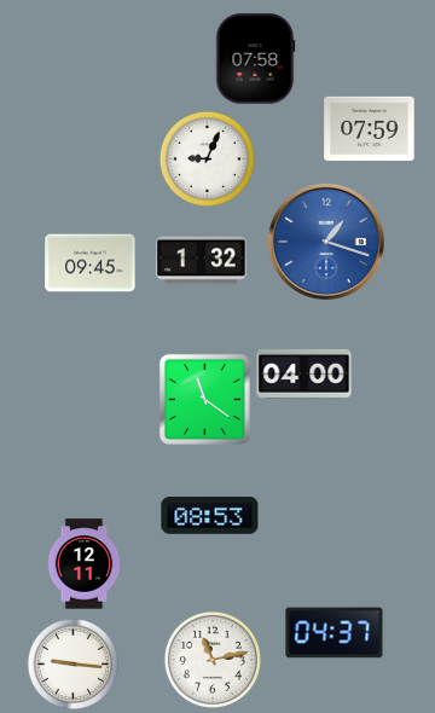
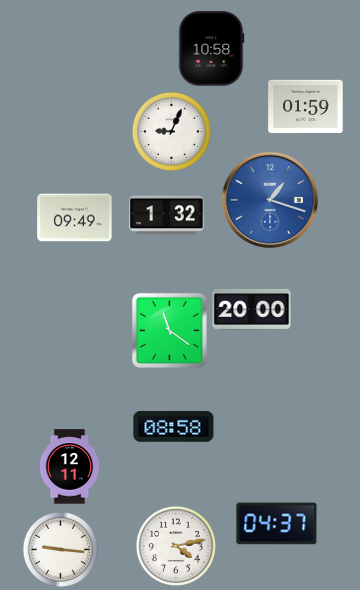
clock at (255, 59): 07:58 -> 10:58
clock at (370, 128): 07:59 -> 01:59
clock at (91, 263): 09:45 -> 09:49
clock at (304, 373): 04:00 -> 20:00
clock at (210, 516): 08:53 -> 08:58
clock at (213, 660): 11:13 -> 4:13
